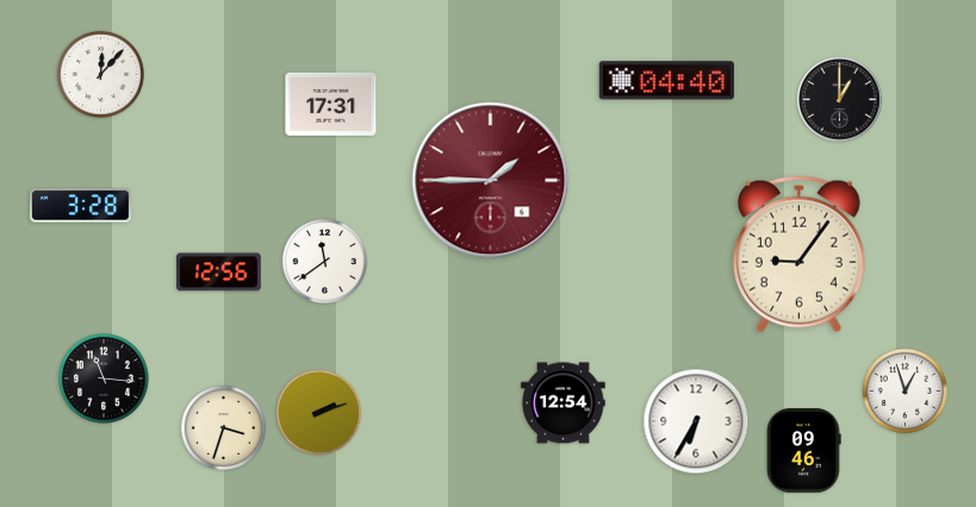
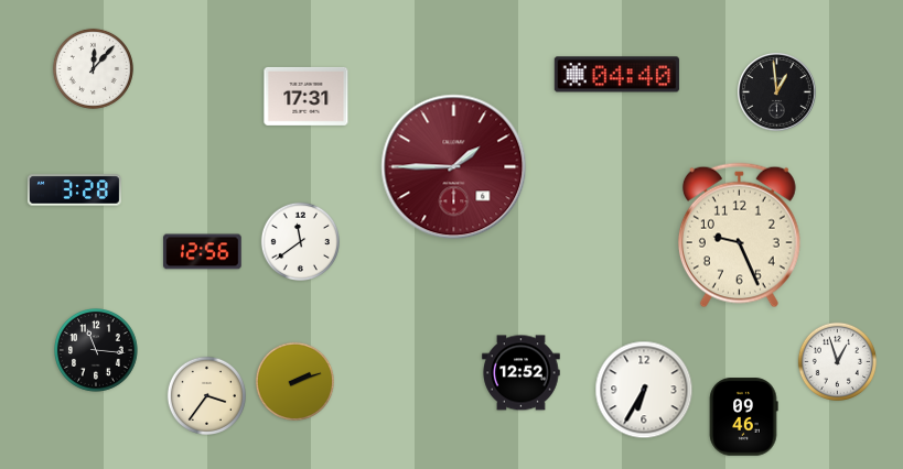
clock at (840, 100): 1:00 -> 12:59
clock at (798, 255): 9:06 -> 9:26
clock at (564, 403): 12:54 -> 12:52
clock at (223, 427): 3:33 -> 3:36
